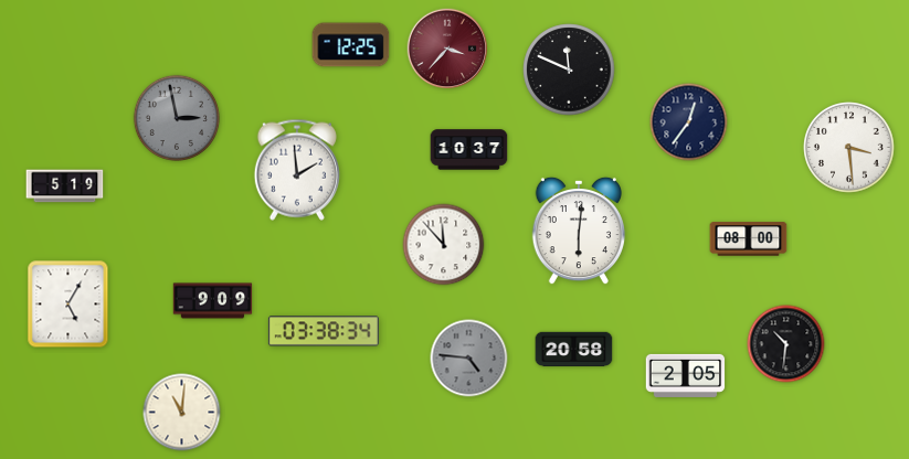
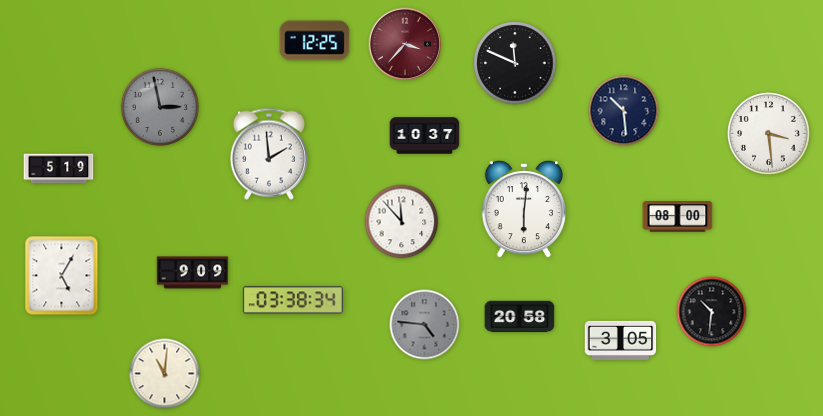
clock at (351, 45) position: (351, 45) -> (315, 41)
clock at (689, 122): 12:36 -> 10:29
clock at (686, 375): 2:05 -> 3:05
